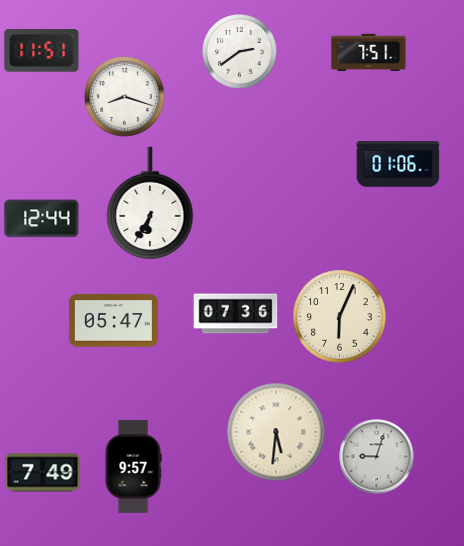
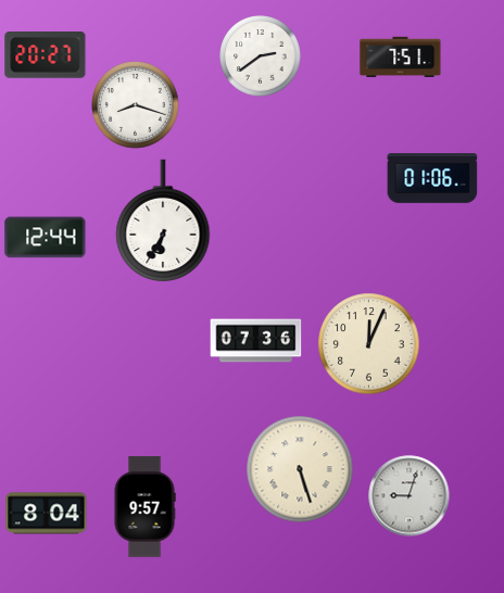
clock at (42, 51): 11:51 -> 20:27
clock at (340, 317): 6:04 -> 12:04
clock at (113, 321): 05:47 -> none
clock at (276, 432): 5:31 -> 5:27
clock at (43, 473): 7:49 -> 8:04
